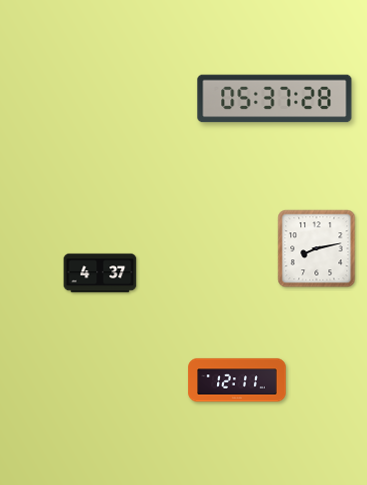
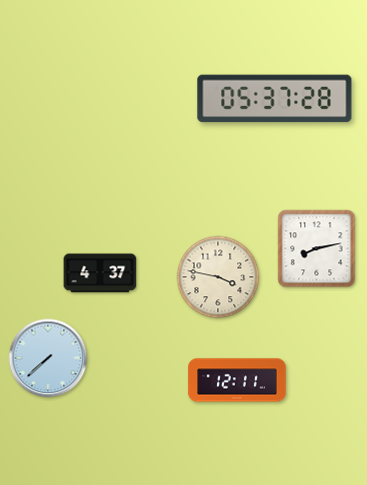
clock at (218, 277): none -> 3:47
clock at (48, 358): none -> 7:38
